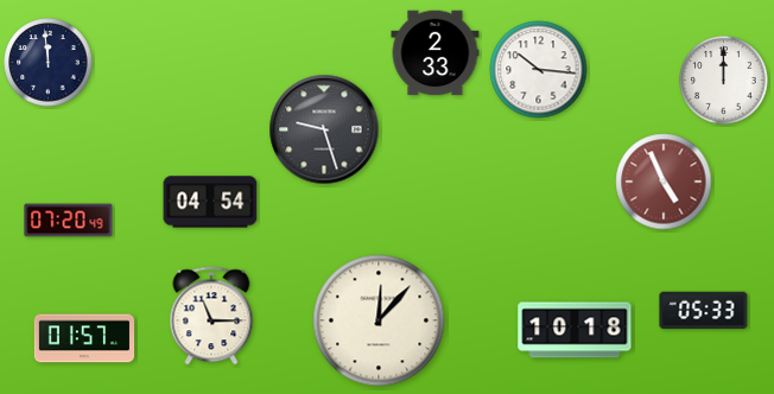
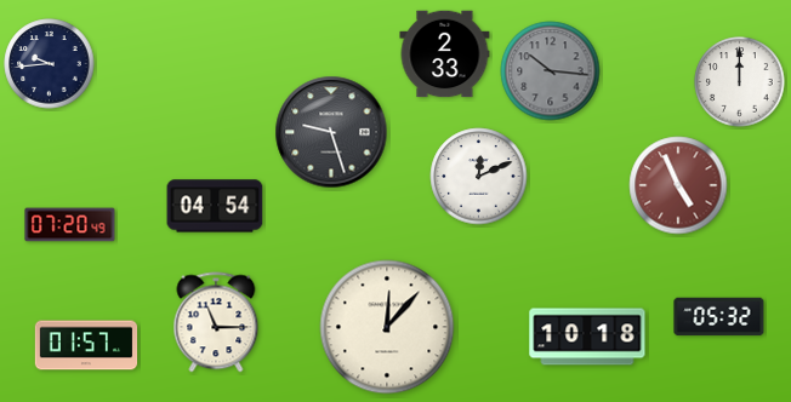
clock at (49, 63): 11:59 -> 9:44
clock at (539, 70) dial: white -> grey
clock at (479, 177): none -> 12:11
clock at (704, 311): 05:33 -> 05:32
